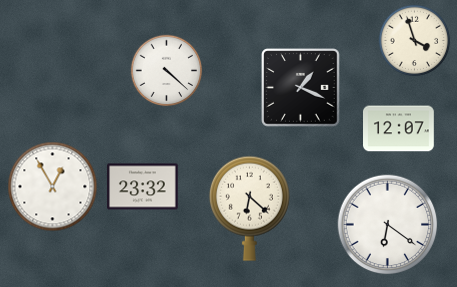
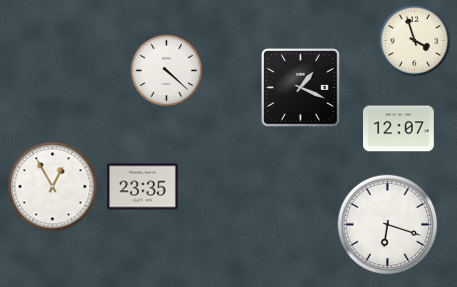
clock at (143, 187): 23:32 -> 23:35
clock at (249, 208): 6:22 -> none
clock at (388, 225): 6:21 -> 6:18
